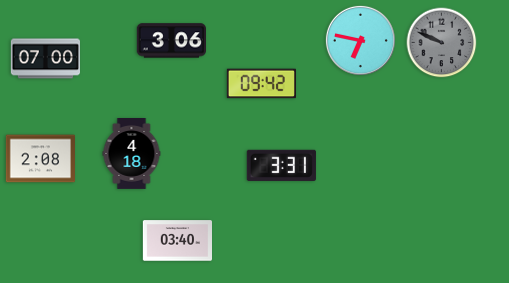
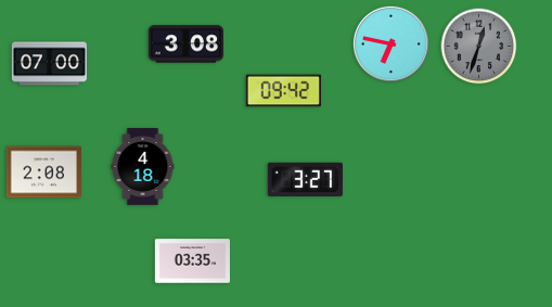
clock at (171, 41): 3:06 -> 3:08
clock at (442, 43): 9:49 -> 12:33
clock at (281, 165): 3:31 -> 3:27
clock at (177, 241): 03:40 -> 03:35
